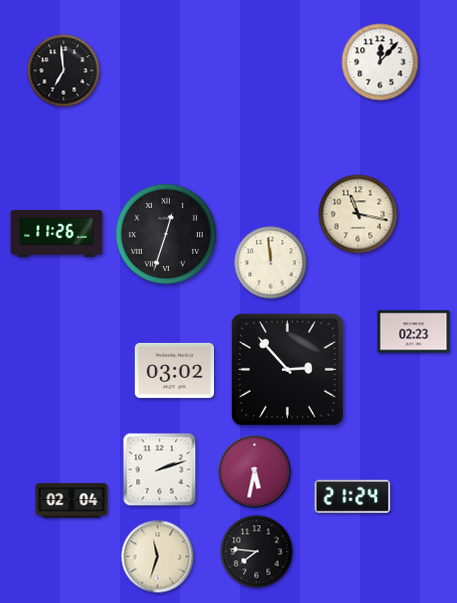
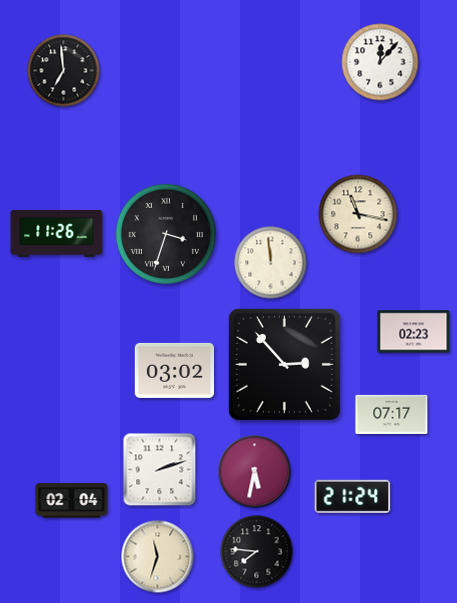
clock at (166, 234): 12:33 -> 3:33
clock at (287, 369) position: (287, 369) -> (284, 364)
clock at (392, 414): none -> 07:17
